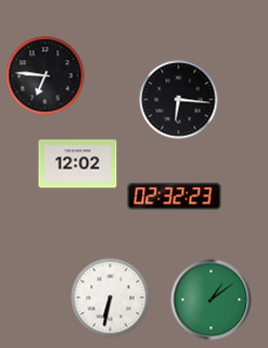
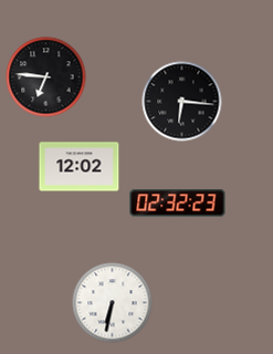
clock at (175, 197) position: (175, 197) -> (178, 204)
clock at (212, 300): 1:09 -> none
